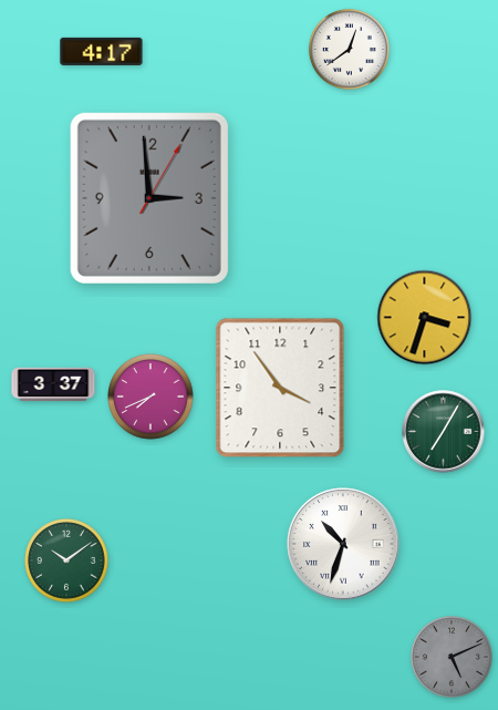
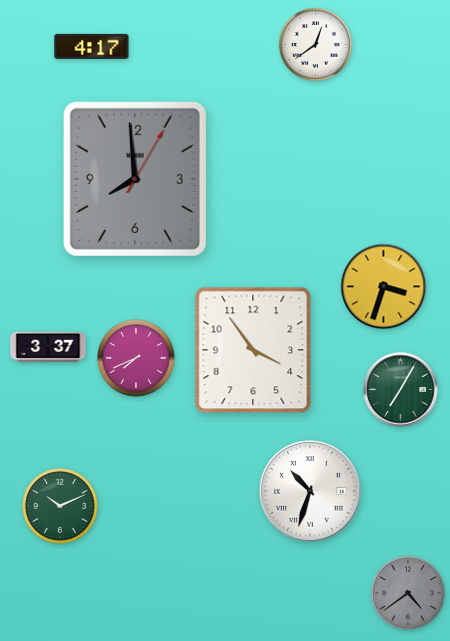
clock at (149, 198): 2:59 -> 7:59
clock at (66, 560): 10:09 -> 10:11
clock at (452, 657): 5:11 -> 4:39
